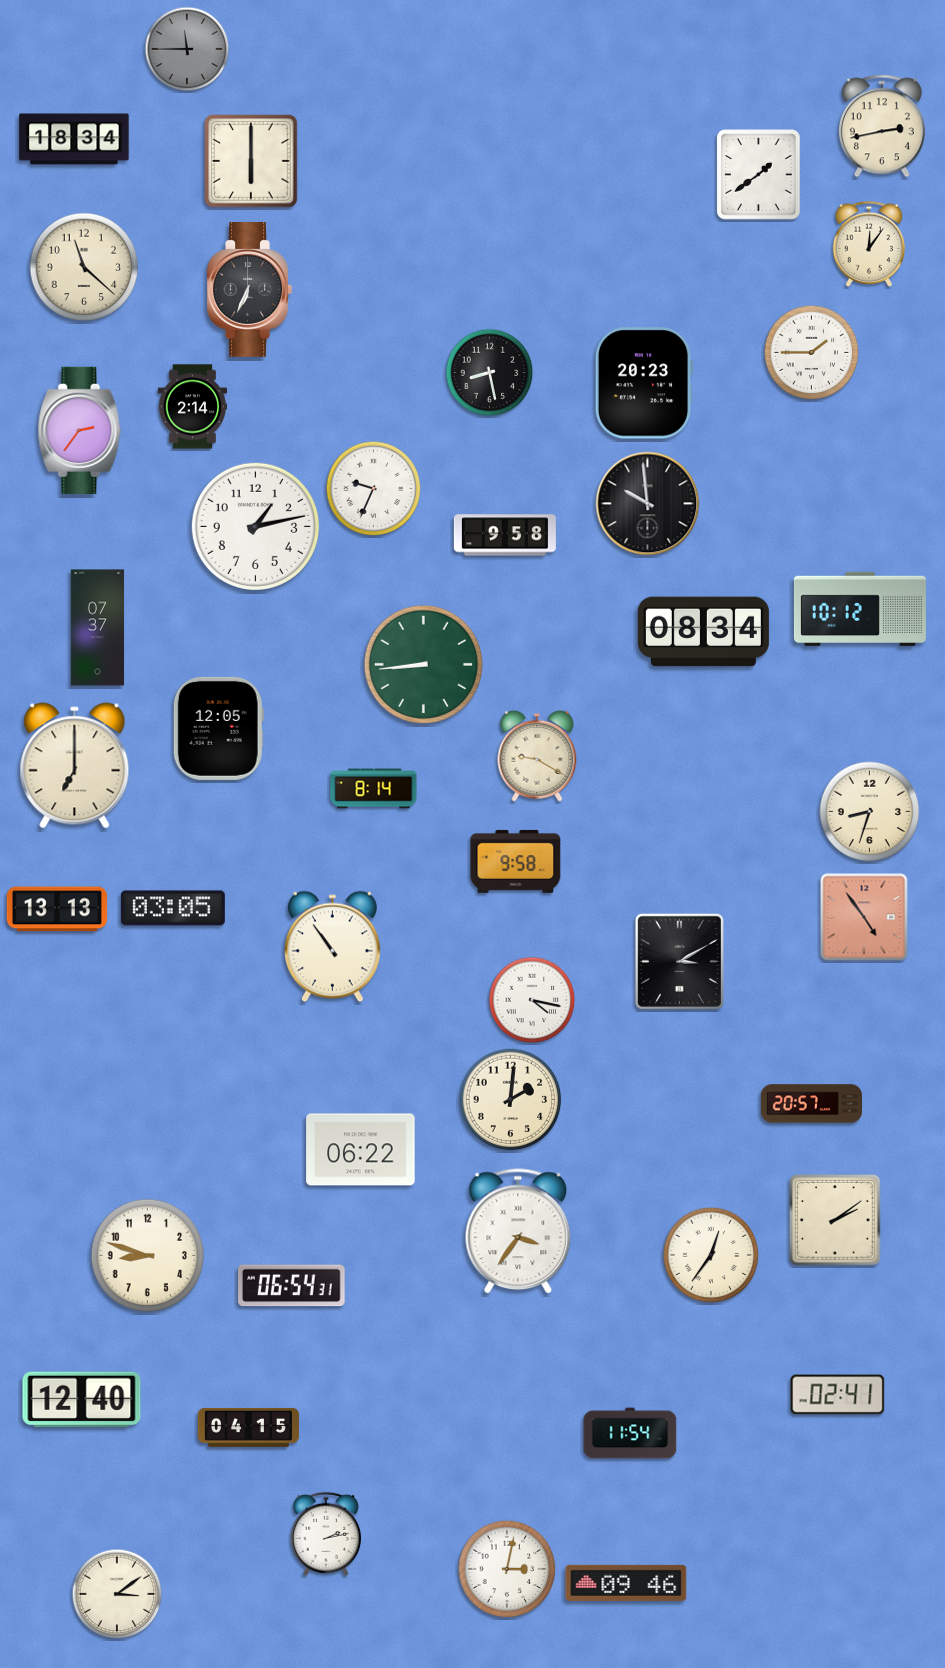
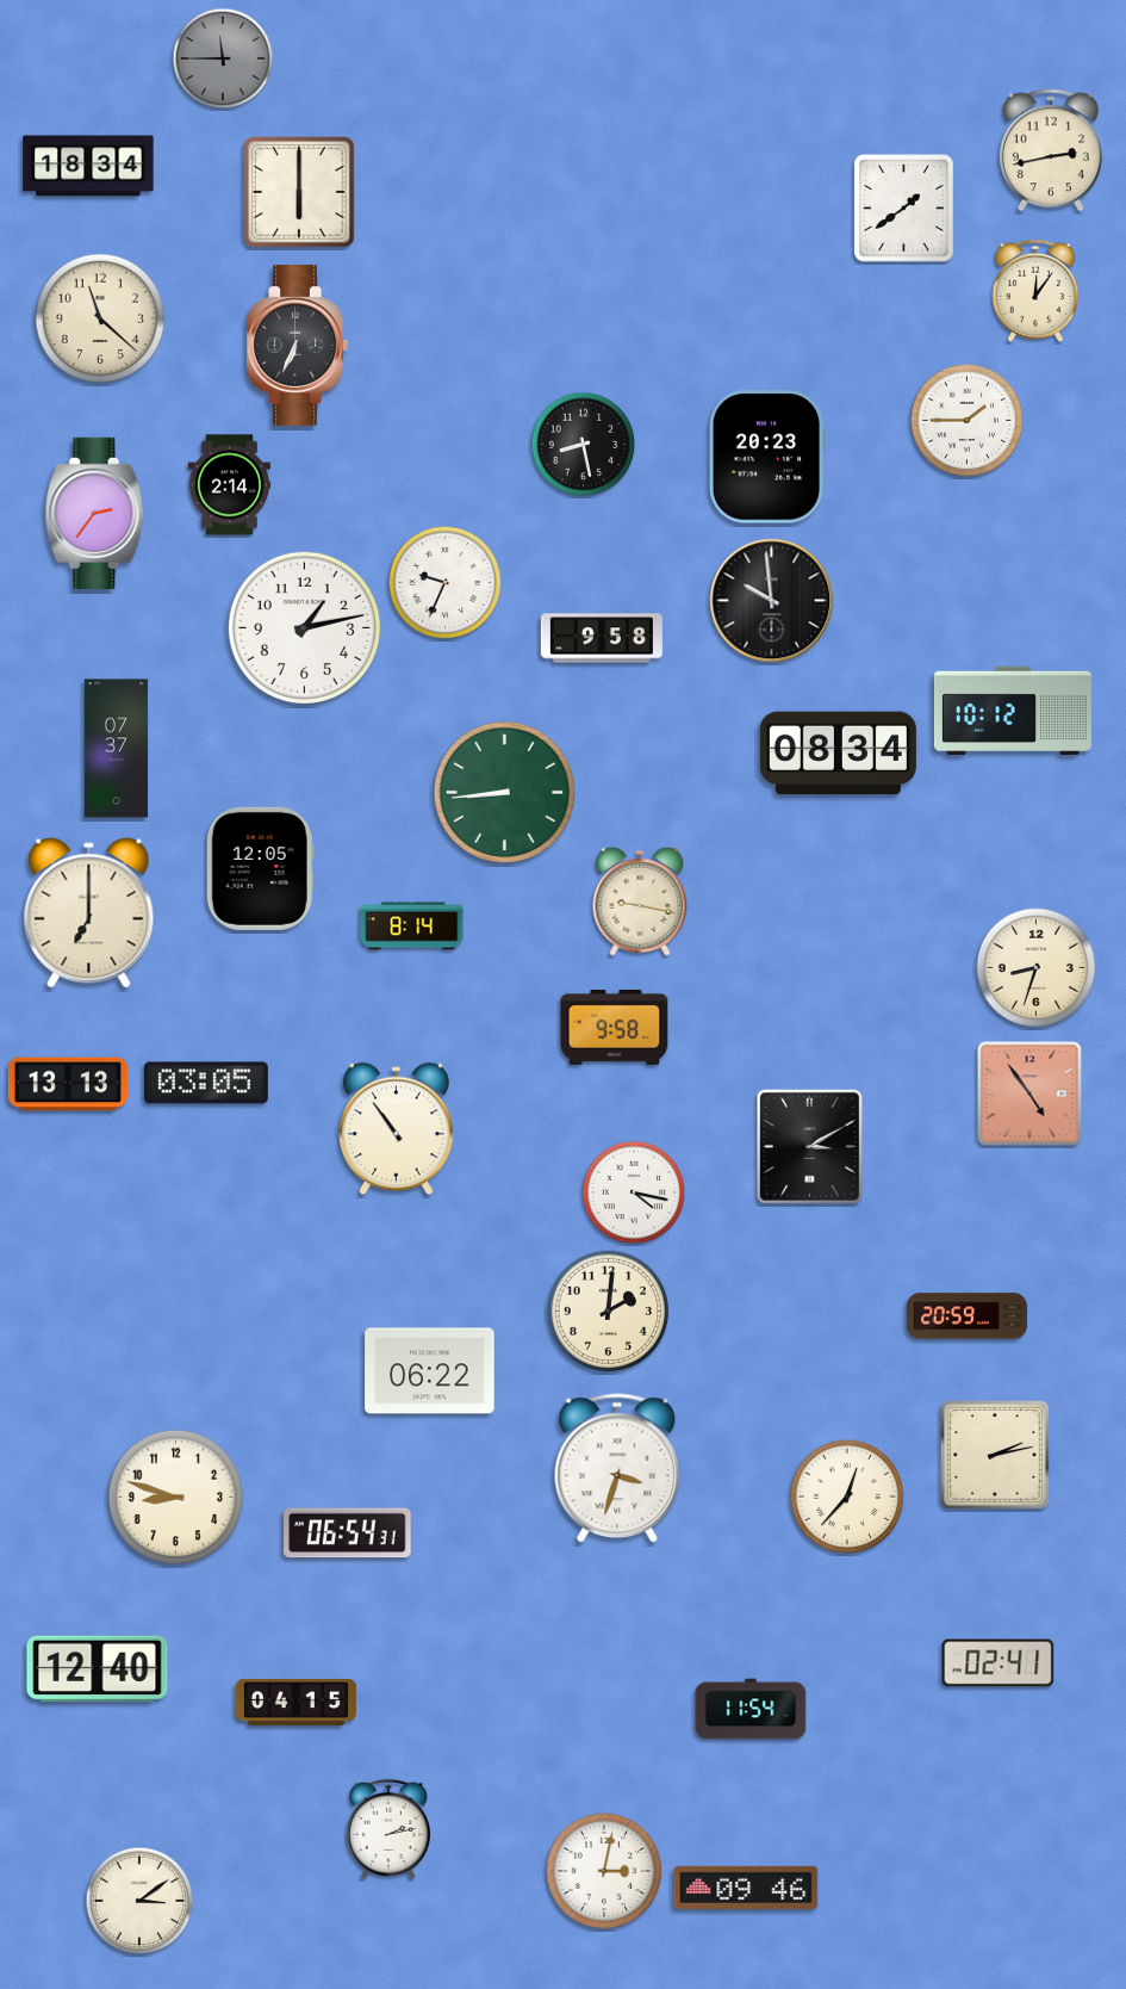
clock at (860, 609) position: (860, 609) -> (1013, 711)
clock at (537, 756): 9:20 -> 9:17
clock at (374, 789) position: (374, 789) -> (412, 927)
clock at (811, 1104): 20:57 -> 20:59
clock at (836, 1221): 2:09 -> 2:13
clock at (518, 1232): 3:36 -> 3:33
clock at (711, 1255): 12:36 -> 12:37
